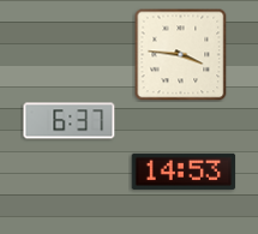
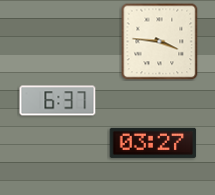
clock at (180, 54) position: (180, 54) -> (159, 41)
clock at (184, 172): 14:53 -> 03:27
